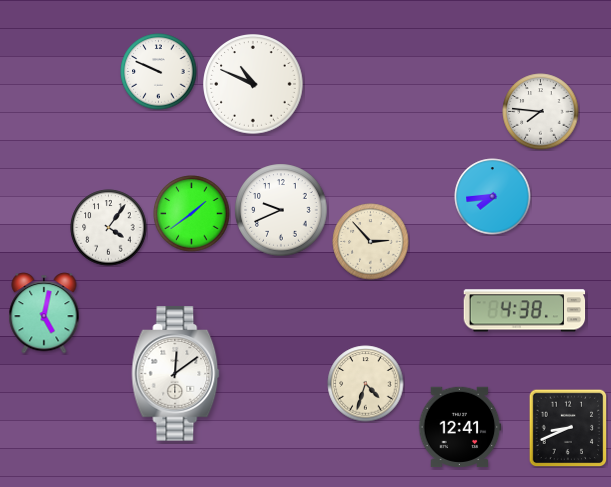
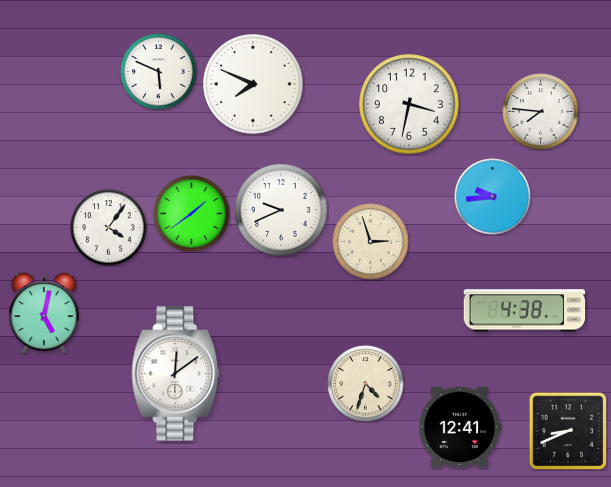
clock at (159, 72): 9:49 -> 5:49
clock at (253, 84): 10:49 -> 7:49
clock at (409, 104): none -> 3:32
clock at (493, 197): 7:44 -> 9:44
clock at (371, 242): 2:53 -> 2:57
clock at (568, 428) position: (568, 428) -> (568, 431)
